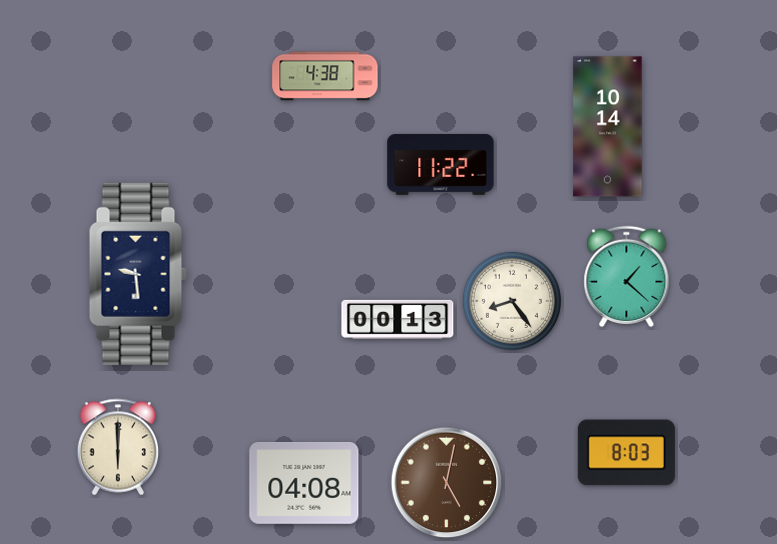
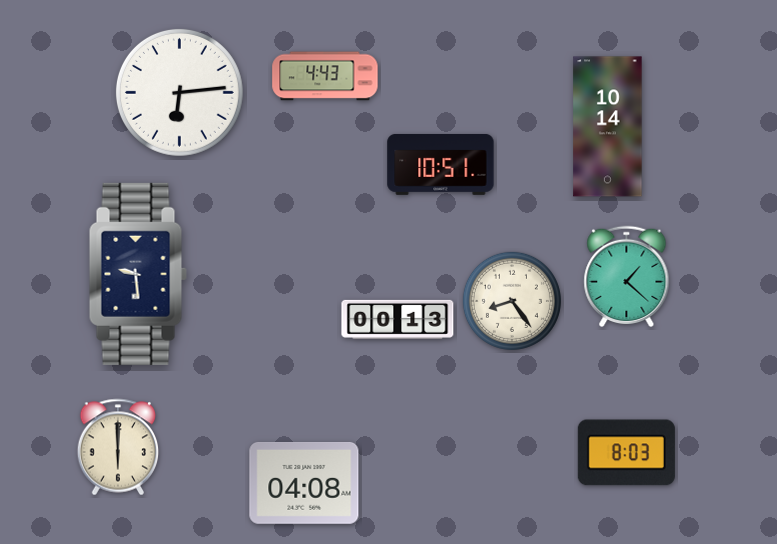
clock at (325, 76): 4:38 -> 4:43
clock at (179, 92): none -> 6:14
clock at (441, 164): 11:22 -> 10:51
clock at (447, 483): 5:02 -> none
